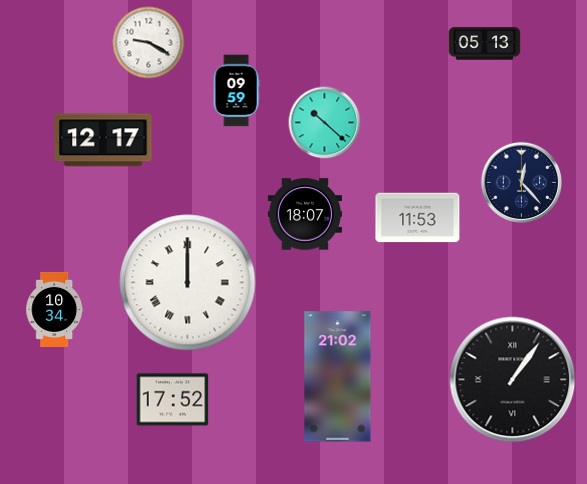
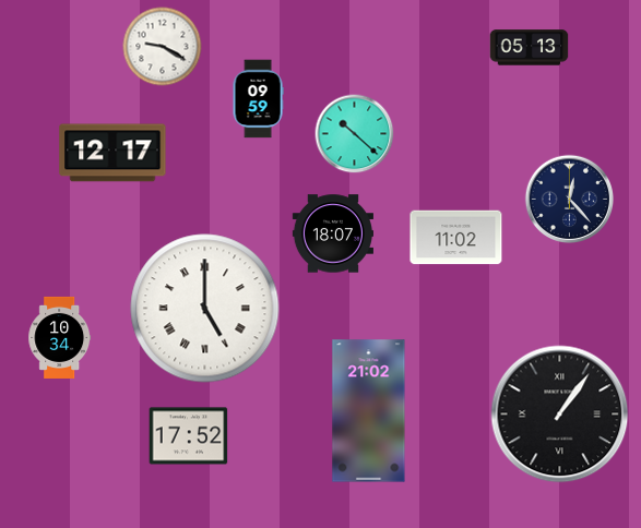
clock at (418, 218): 11:53 -> 11:02
clock at (188, 283): 12:00 -> 5:00
